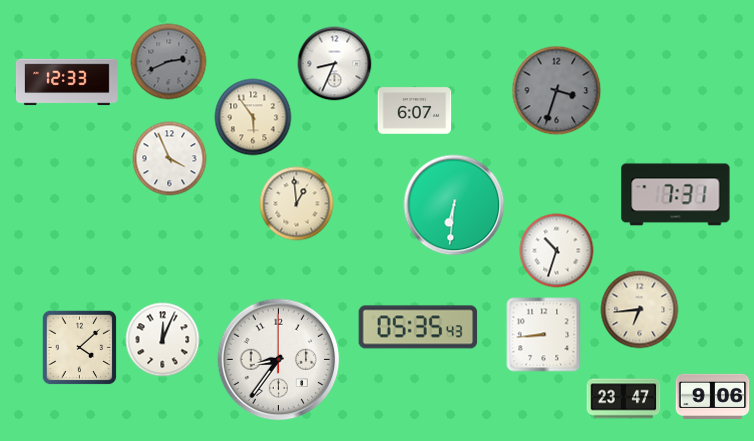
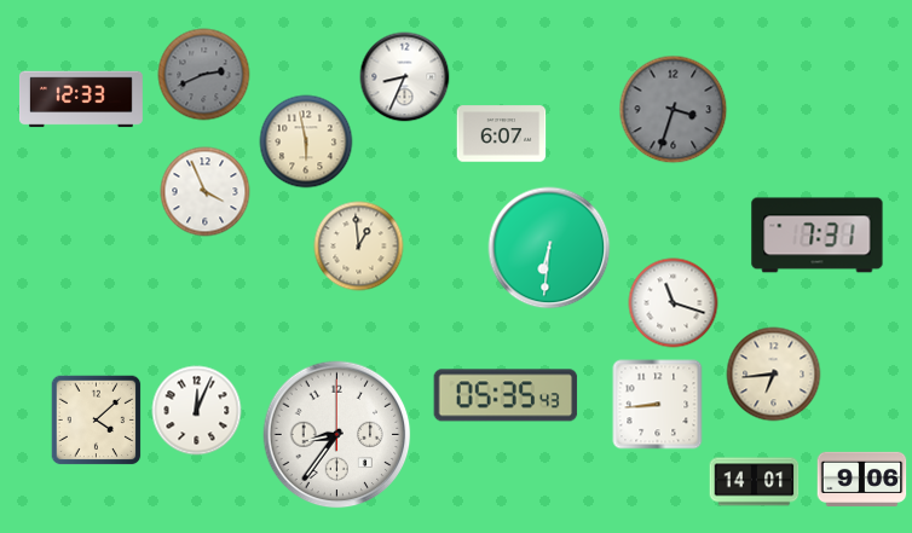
clock at (253, 117): 5:54 -> 5:58
clock at (557, 251): 10:33 -> 11:18
clock at (624, 399): 23:47 -> 14:01
